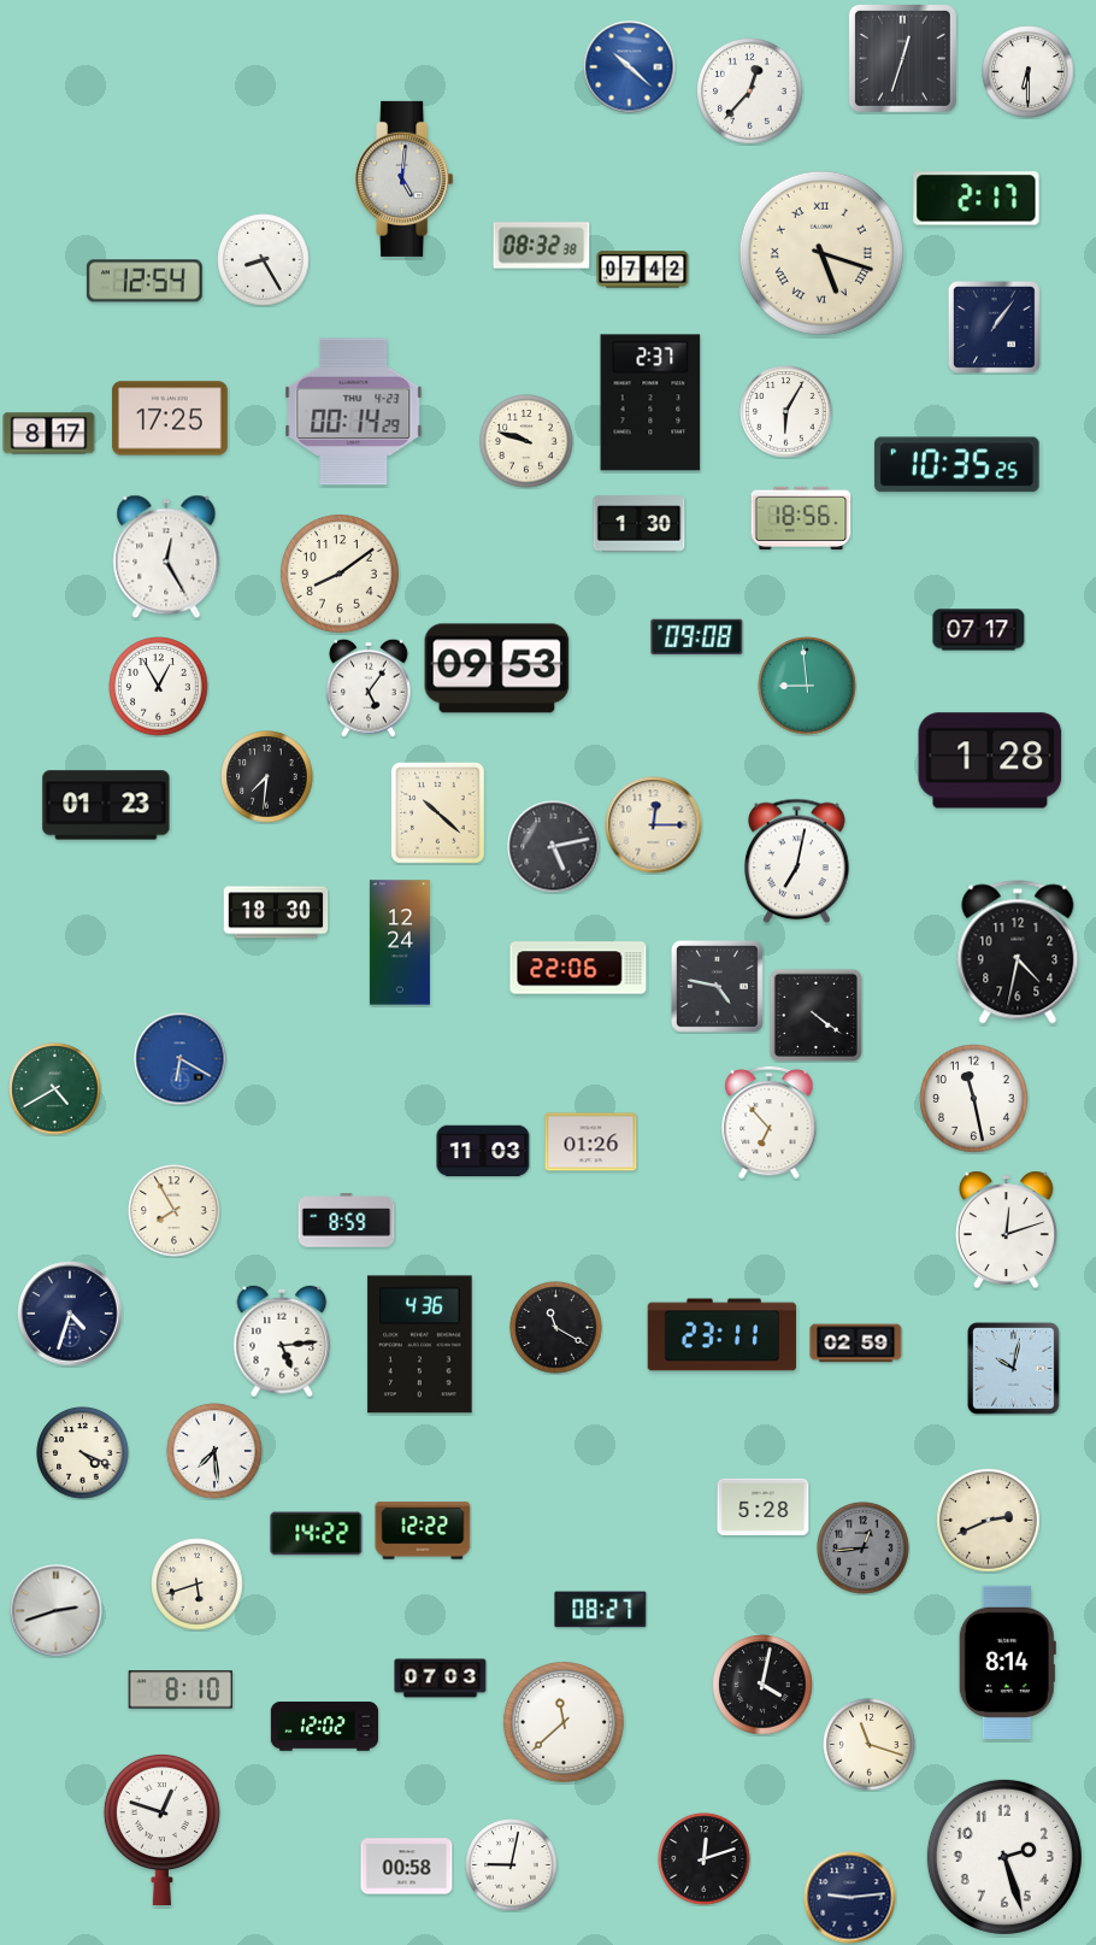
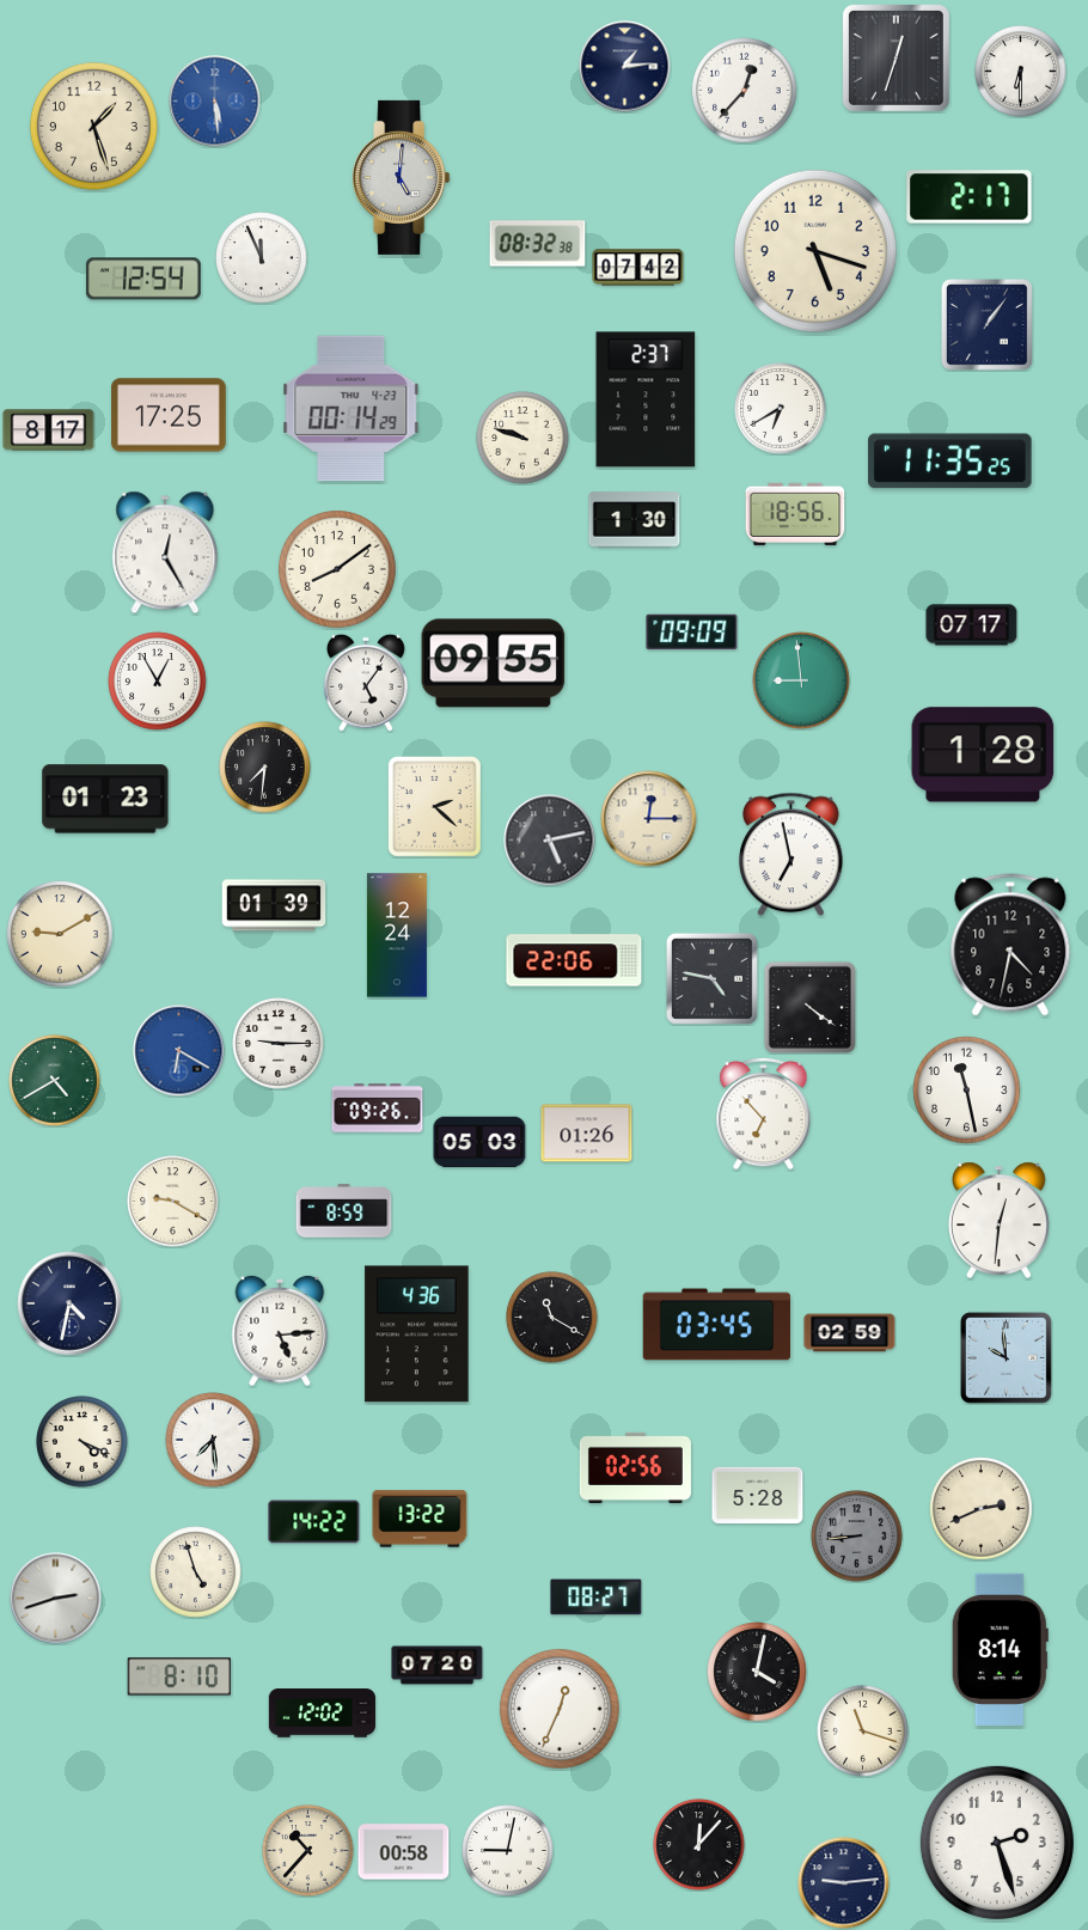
clock at (630, 67): 10:22 -> 1:14
clock at (630, 67) dial: blue -> navy
clock at (215, 102): none -> 5:29
clock at (93, 126): none -> 1:27
clock at (821, 253) numerals: Roman -> Arabic
clock at (264, 260): 8:25 -> 11:56
clock at (786, 412): 6:05 -> 6:40
clock at (957, 465): 10:35 -> 11:35
clock at (697, 637): 09:08 -> 09:09
clock at (497, 669): 09:53 -> 09:55
clock at (267, 777) position: (267, 777) -> (265, 768)
clock at (438, 813): 10:22 -> 2:22
clock at (797, 862): 7:02 -> 6:58
clock at (276, 912): 18:30 -> 01:39
clock at (60, 934): none -> 9:10
clock at (279, 1044): none -> 9:15
clock at (378, 1108): none -> 09:26
clock at (483, 1151): 11:03 -> 05:03
clock at (175, 1211): 7:55 -> 9:20
clock at (1006, 1229): 12:12 -> 12:31
clock at (70, 1314): 4:33 -> 4:32
clock at (723, 1335): 23:11 -> 03:45
clock at (1013, 1368): 10:02 -> 9:59
clock at (635, 1467): none -> 02:56
clock at (423, 1530): 12:22 -> 13:22
clock at (864, 1549): 12:44 -> 8:44
clock at (198, 1585): 5:42 -> 4:57
clock at (441, 1679): 07:03 -> 07:20
clock at (564, 1722): 11:38 -> 12:34
clock at (161, 1828): 12:48 -> none
clock at (705, 1859): 12:12 -> 12:07
clock at (308, 1851): none -> 10:37
